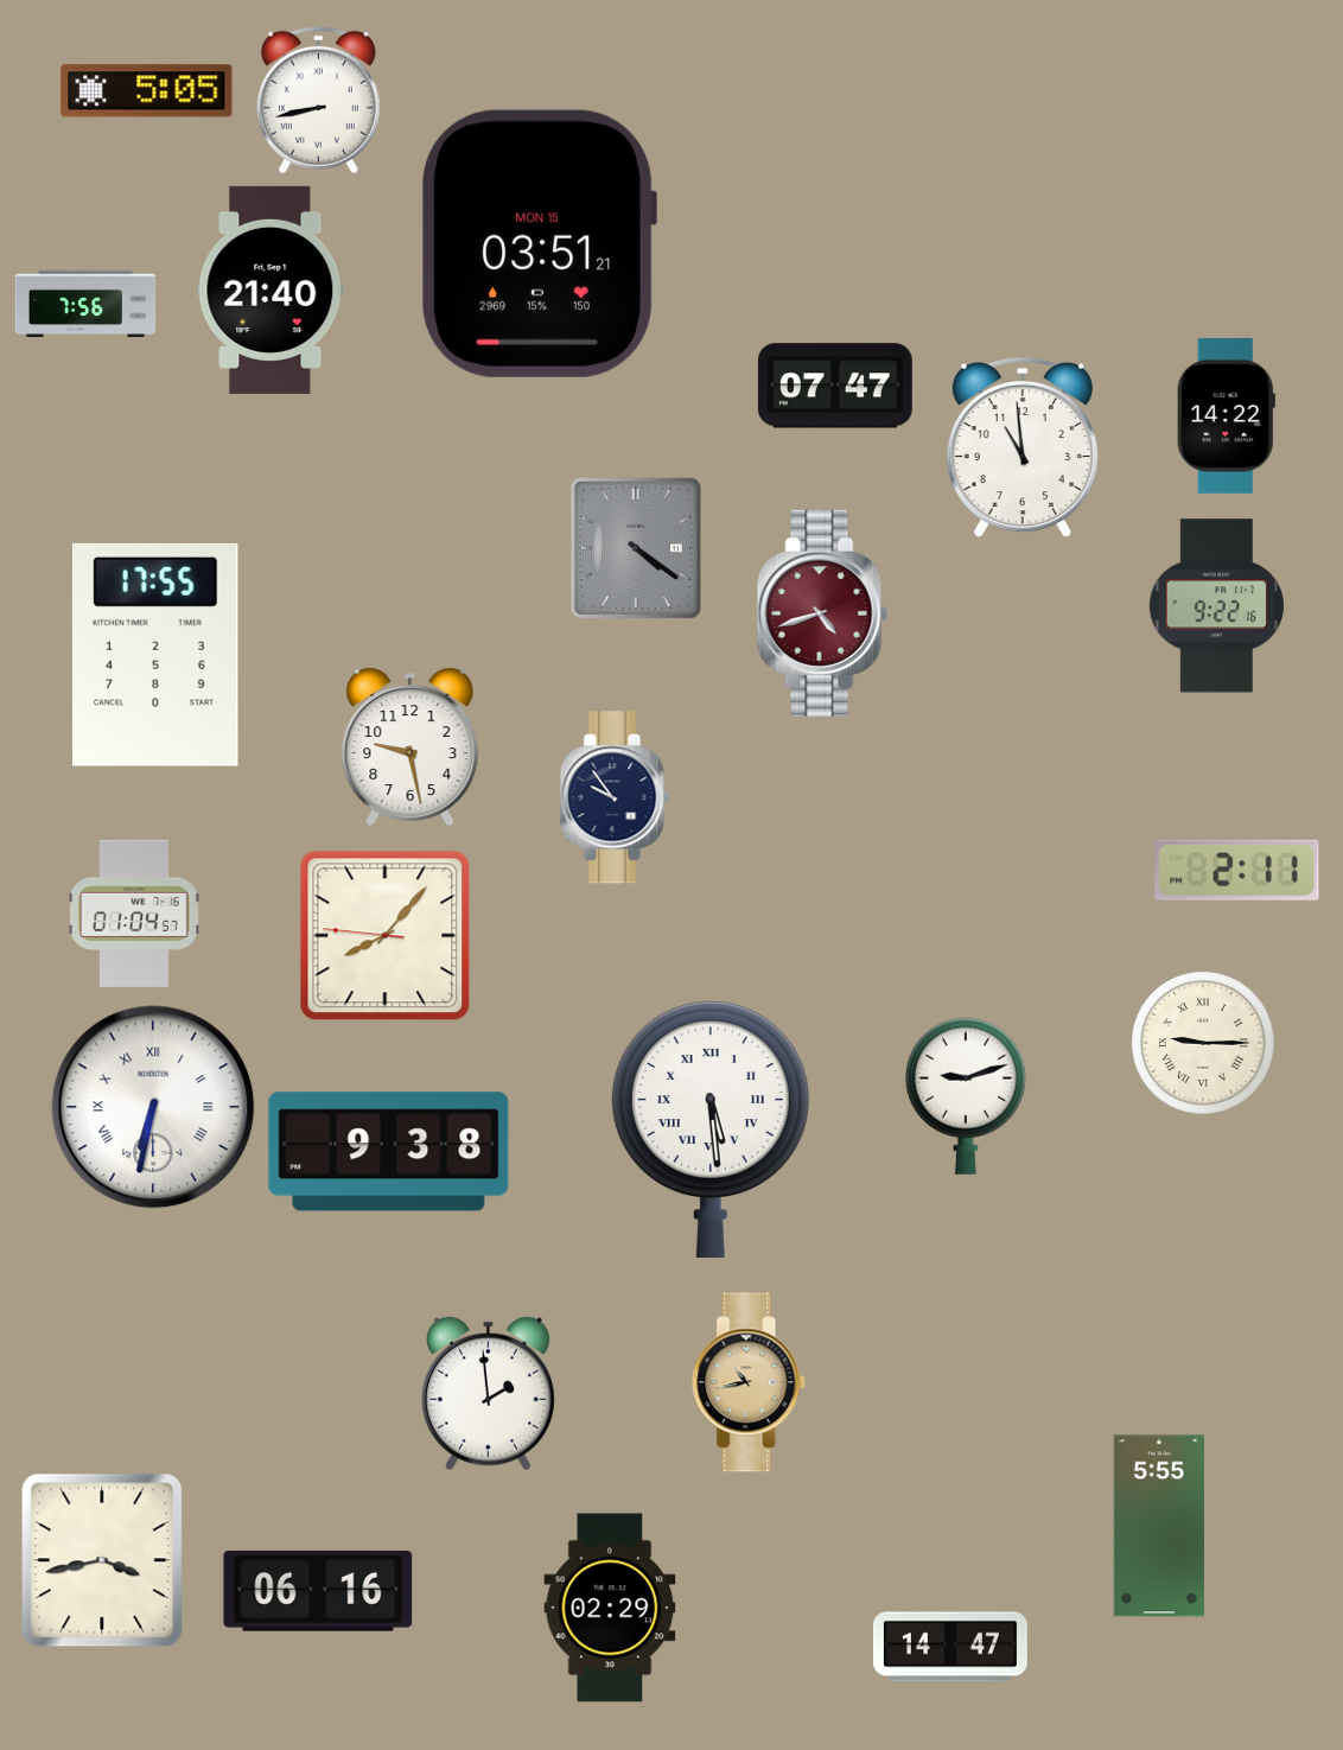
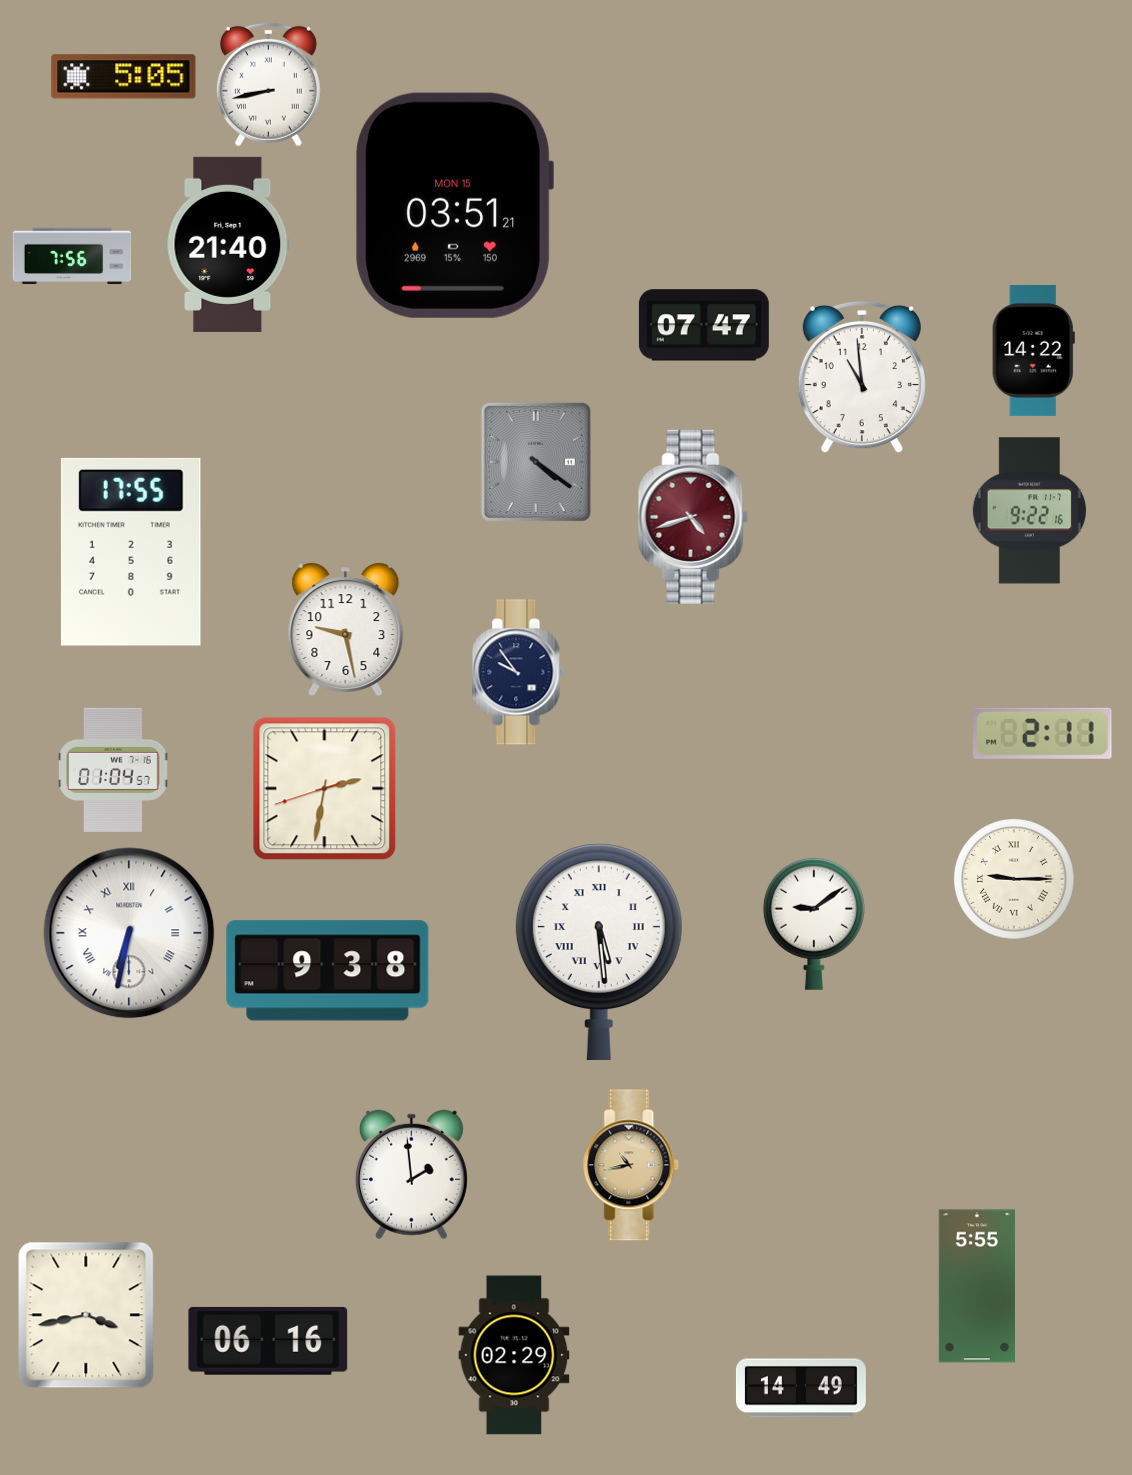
clock at (1216, 606) position: (1216, 606) -> (1029, 511)
clock at (386, 936): 8:06 -> 2:31
clock at (966, 1096): 9:12 -> 9:09
clock at (950, 1647): 14:47 -> 14:49
